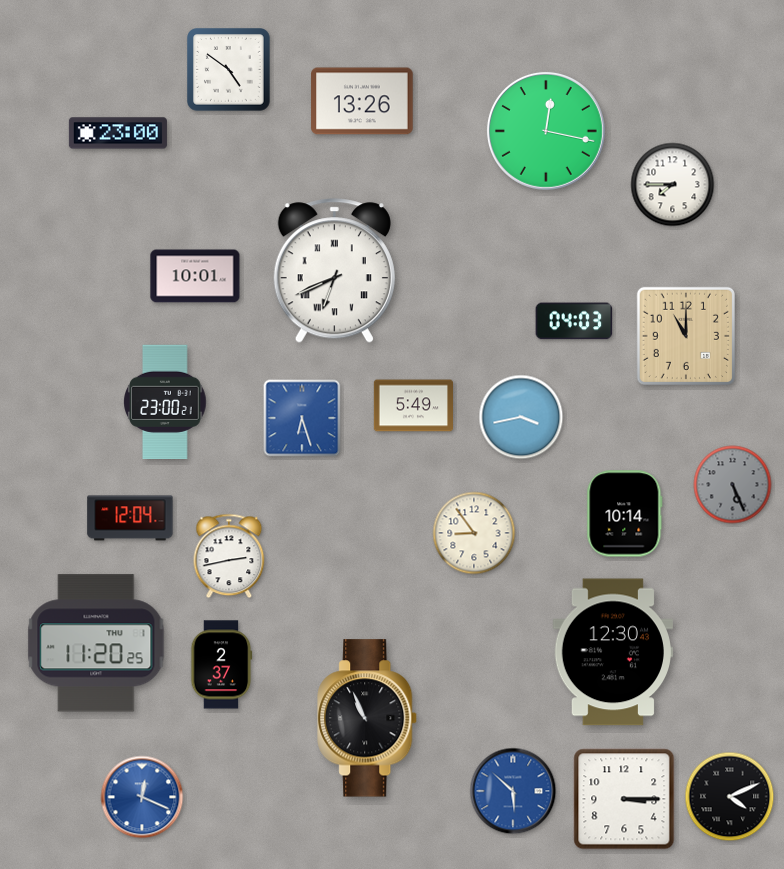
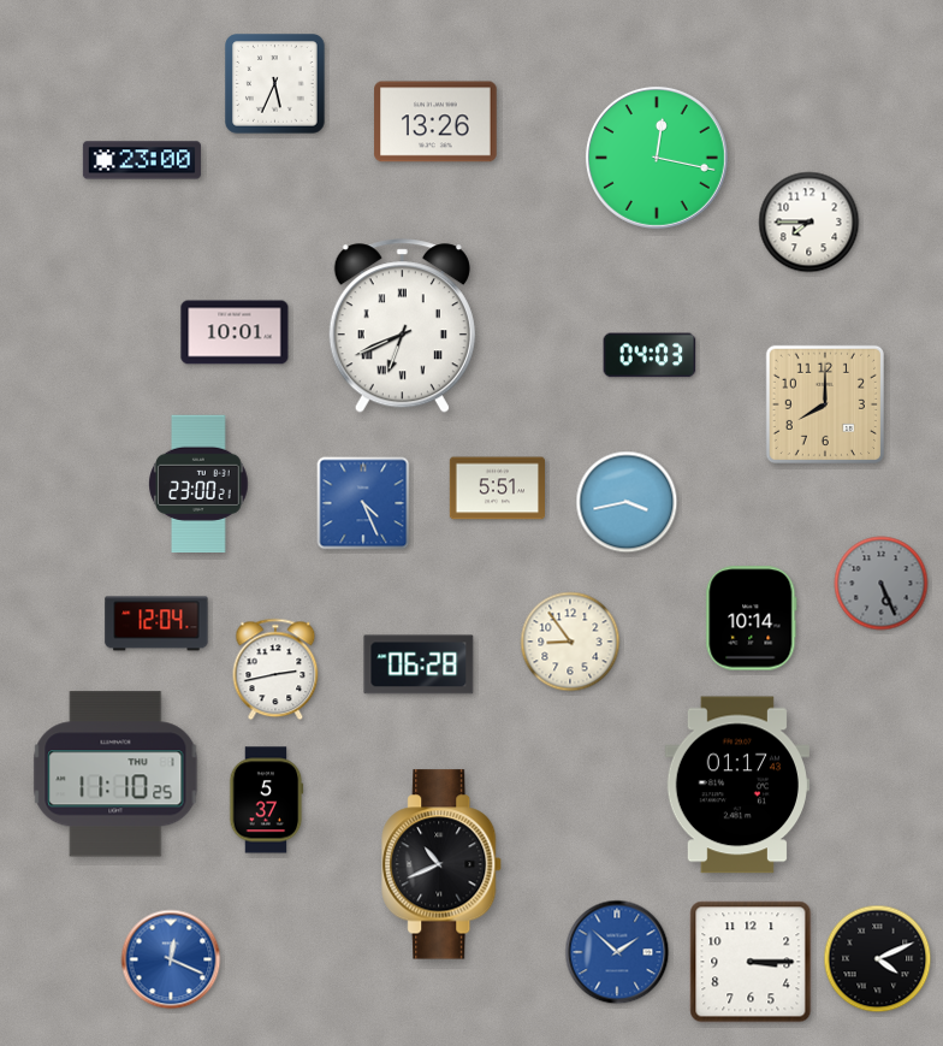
clock at (229, 70): 4:51 -> 5:34
clock at (574, 321) position: (574, 321) -> (650, 355)
clock at (686, 336): 11:00 -> 8:00
clock at (413, 406): 5:49 -> 5:51
clock at (302, 418): 6:27 -> 4:26
clock at (419, 664): none -> 06:28
clock at (96, 643): 11:20 -> 11:10
clock at (613, 652): 12:30 -> 01:17
clock at (222, 665): 2:37 -> 5:37
clock at (368, 718): 10:56 -> 10:41
clock at (513, 791): 5:52 -> 1:52
